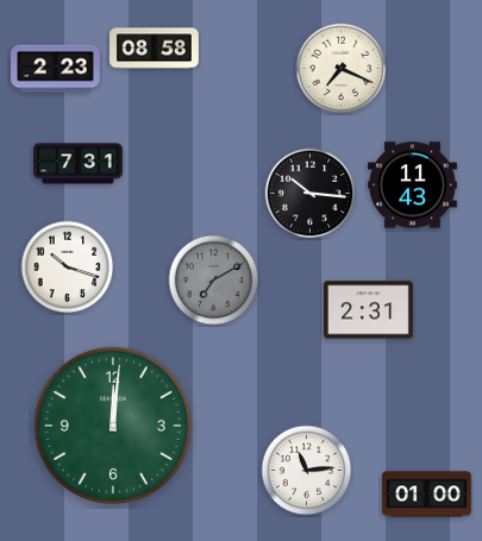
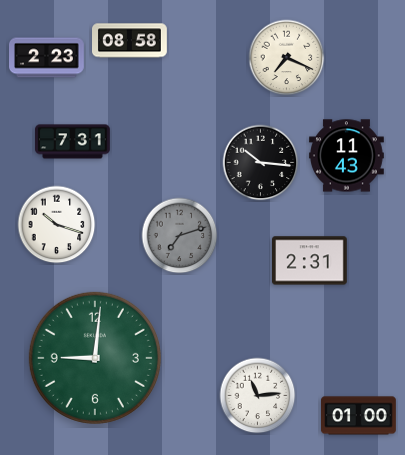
clock at (79, 164) position: (79, 164) -> (73, 142)
clock at (214, 281): 7:10 -> 7:12
clock at (113, 426): 12:01 -> 9:01
